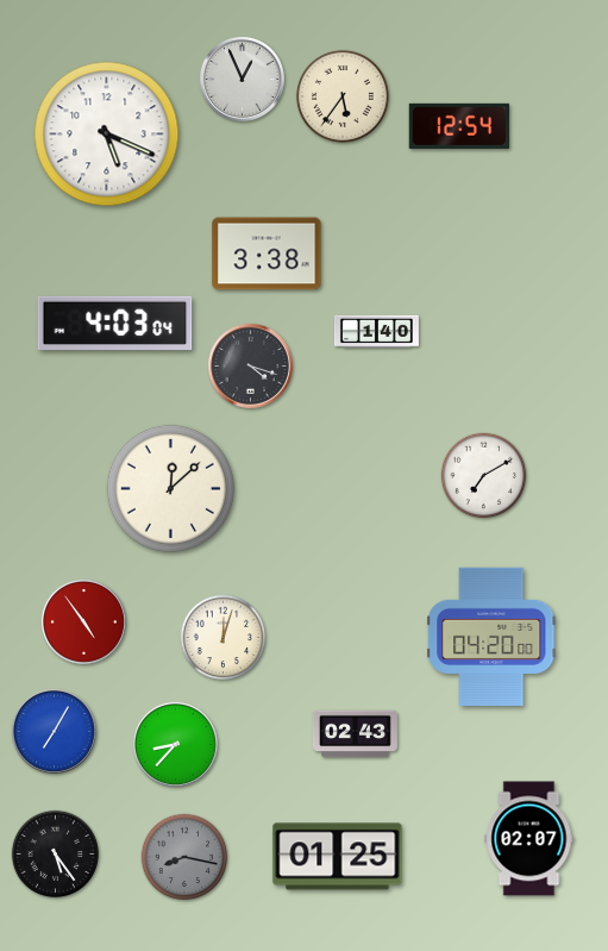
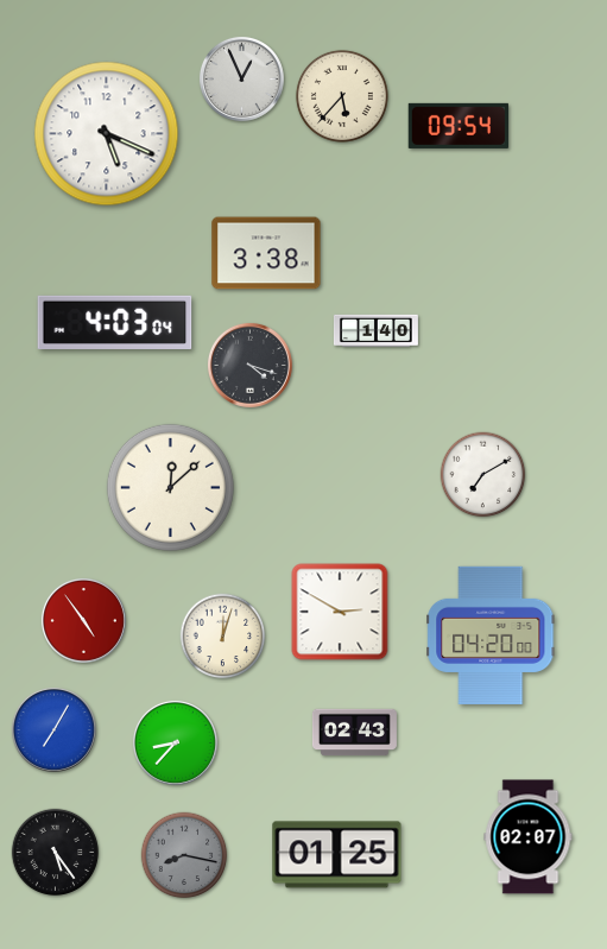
clock at (343, 96): 5:36 -> 5:37
clock at (459, 126): 12:54 -> 09:54
clock at (340, 612): none -> 2:50
